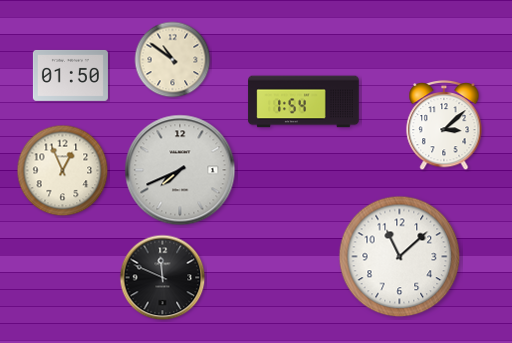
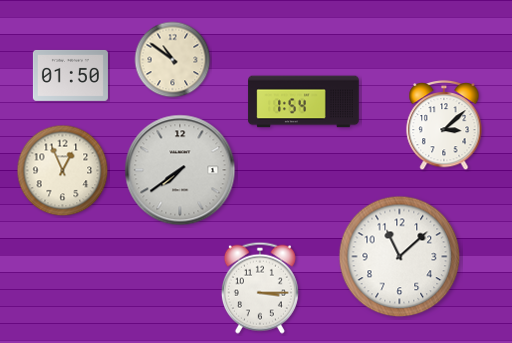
clock at (180, 170): 7:41 -> 7:39
clock at (163, 278): 11:49 -> none
clock at (260, 288): none -> 3:15
